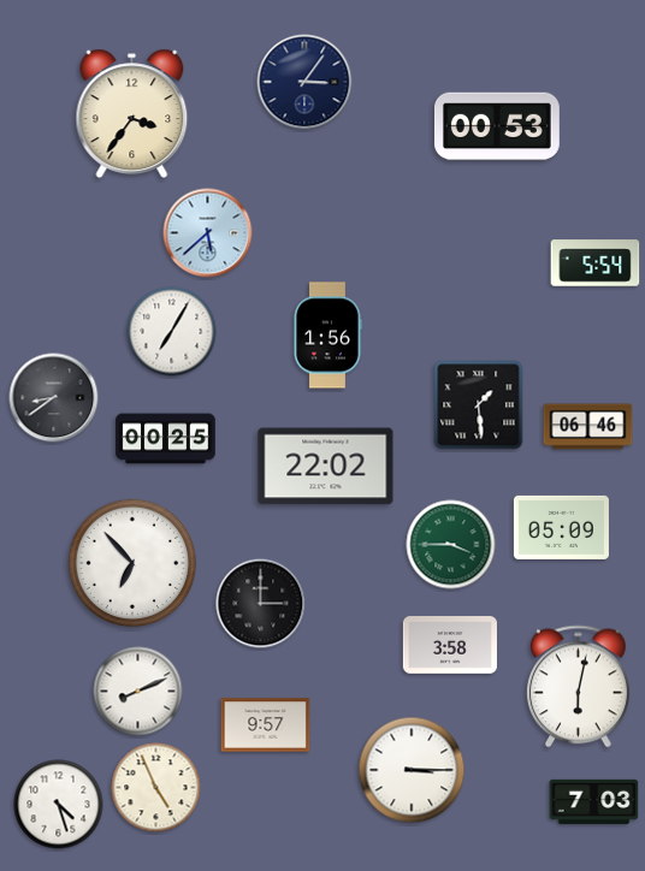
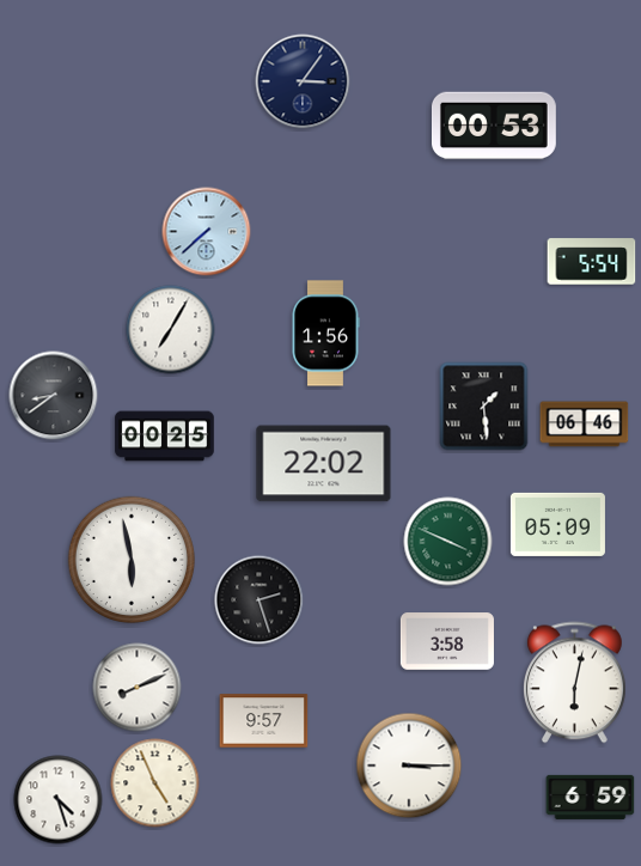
clock at (132, 113): 3:36 -> none
clock at (208, 233): 5:38 -> 7:38
clock at (479, 405) position: (479, 405) -> (484, 407)
clock at (451, 545): 3:45 -> 3:49
clock at (131, 562): 6:53 -> 5:58
clock at (261, 604): 3:00 -> 2:27
clock at (594, 801): 7:03 -> 6:59
